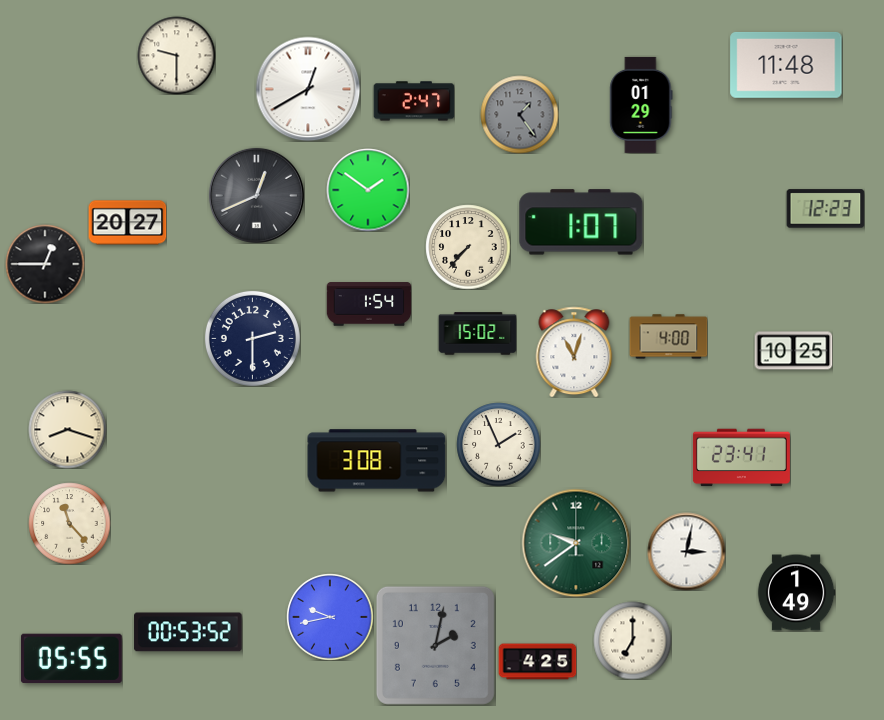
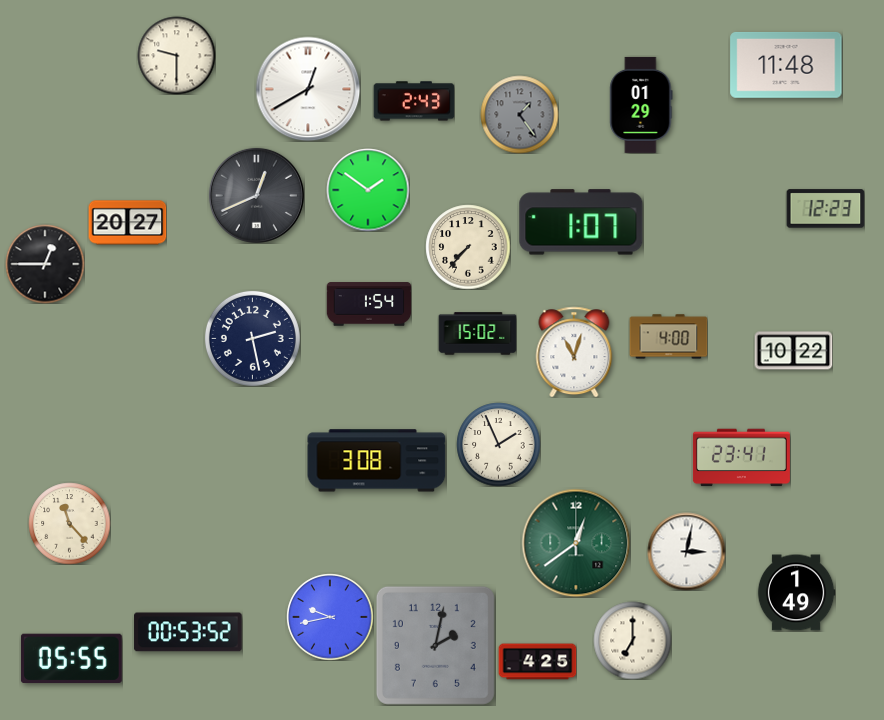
clock at (414, 101): 2:47 -> 2:43
clock at (252, 338): 2:30 -> 2:28
clock at (793, 351): 10:25 -> 10:22
clock at (67, 429): 8:18 -> none
clock at (576, 543): 9:39 -> 12:39
